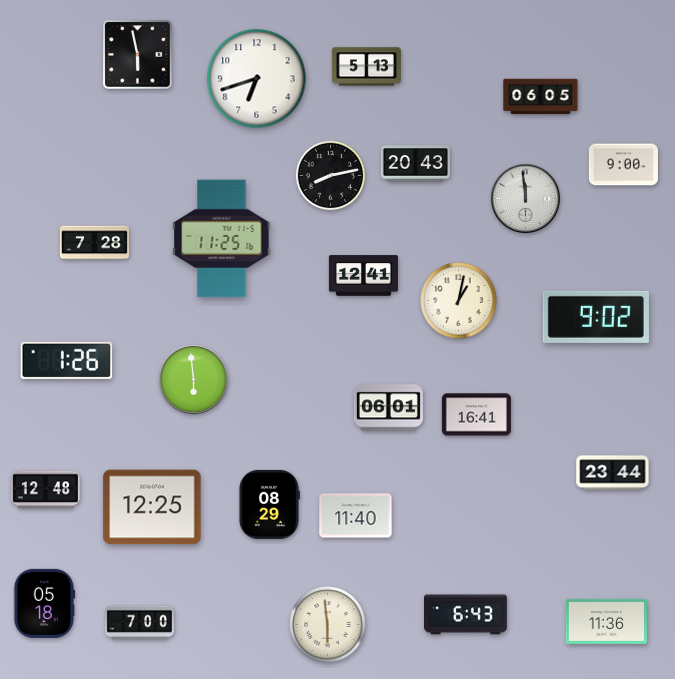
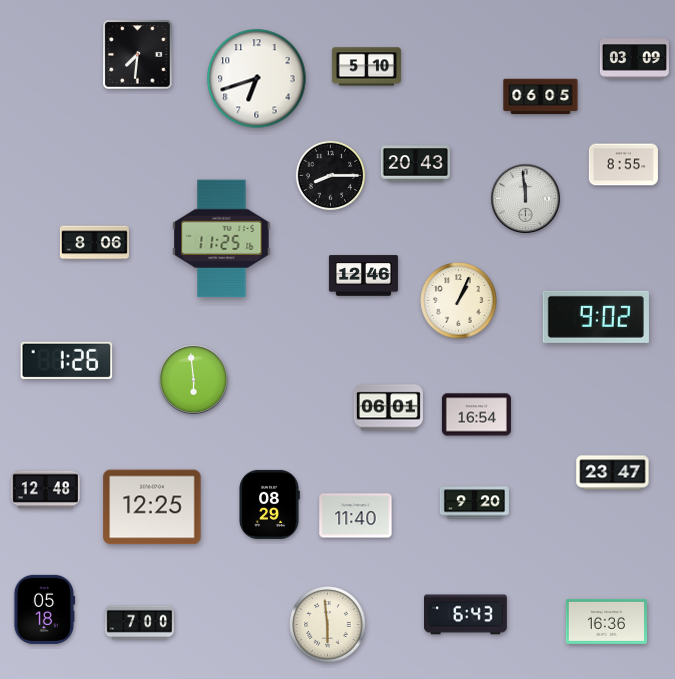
clock at (138, 55): 5:58 -> 7:31
clock at (634, 59): none -> 03:09
clock at (366, 67): 5:13 -> 5:10
clock at (623, 165): 9:00 -> 8:55
clock at (331, 176): 8:13 -> 8:15
clock at (94, 243): 7:28 -> 8:06
clock at (363, 276): 12:41 -> 12:46
clock at (459, 301): 1:02 -> 1:04
clock at (476, 415): 16:41 -> 16:54
clock at (613, 473): 23:44 -> 23:47
clock at (474, 503): none -> 9:20
clock at (44, 603) position: (44, 603) -> (44, 609)
clock at (606, 621): 11:36 -> 16:36
